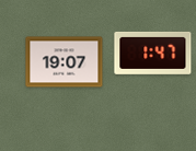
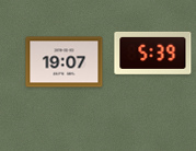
clock at (153, 53): 1:47 -> 5:39
